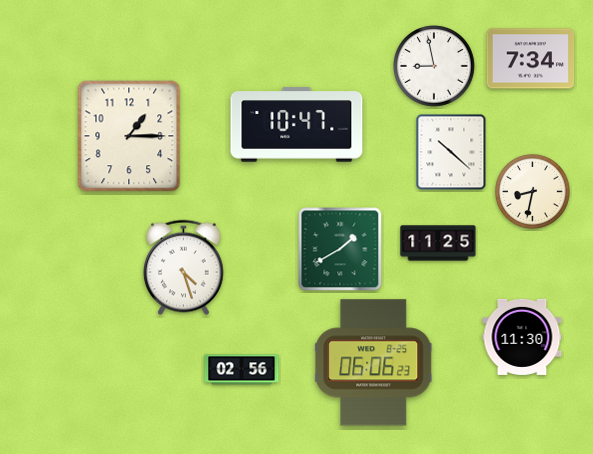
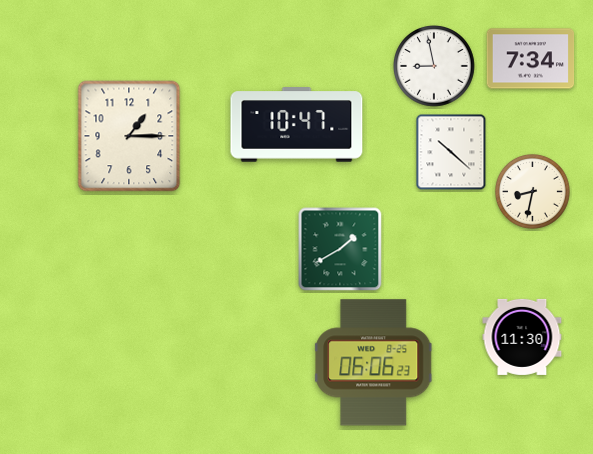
clock at (438, 243): 11:25 -> none
clock at (184, 268): 4:27 -> none
clock at (242, 370): 02:56 -> none
